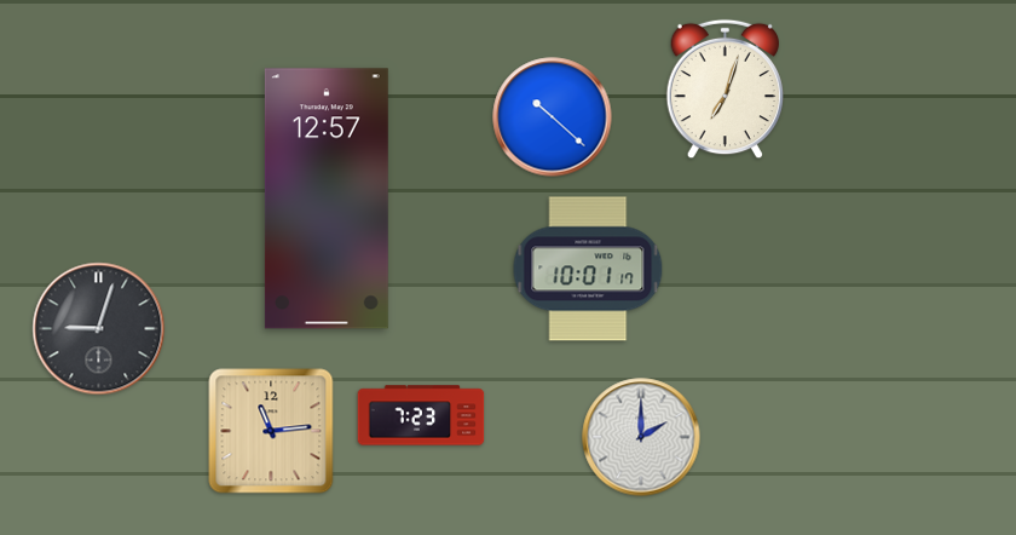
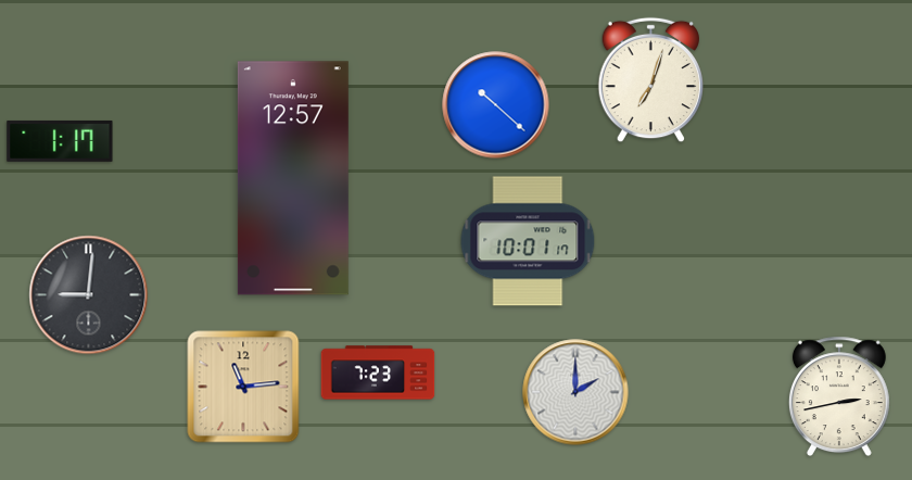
clock at (60, 141): none -> 1:17
clock at (99, 329): 9:03 -> 9:01
clock at (839, 396): none -> 2:43
